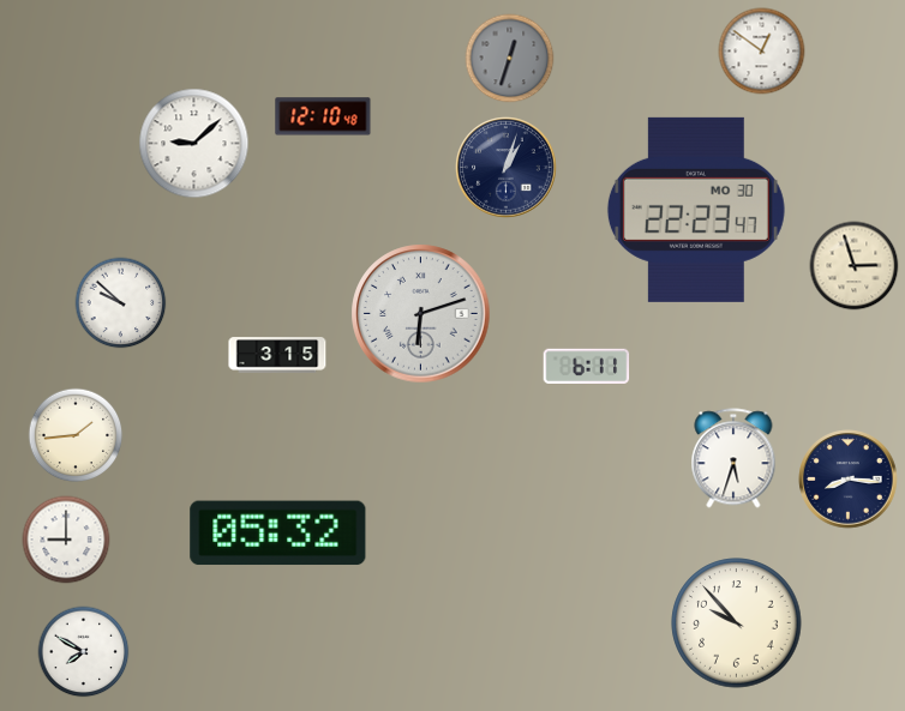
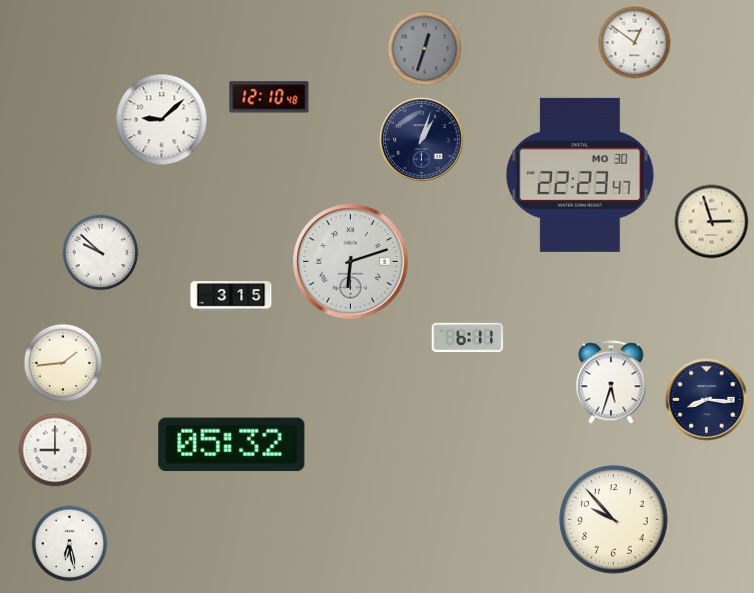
clock at (587, 367) position: (587, 367) -> (468, 338)
clock at (84, 652): 7:50 -> 6:28
